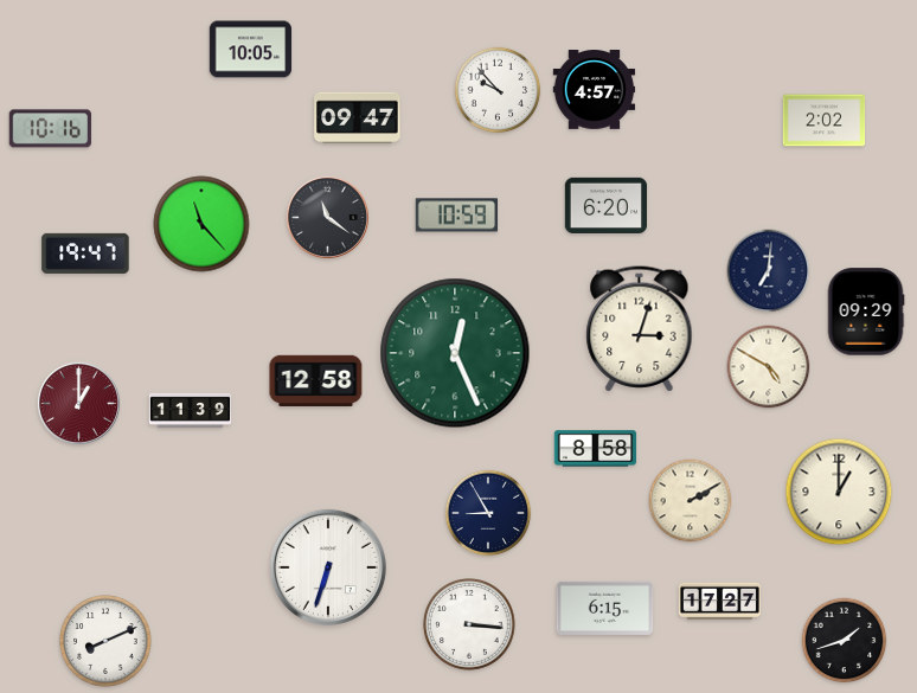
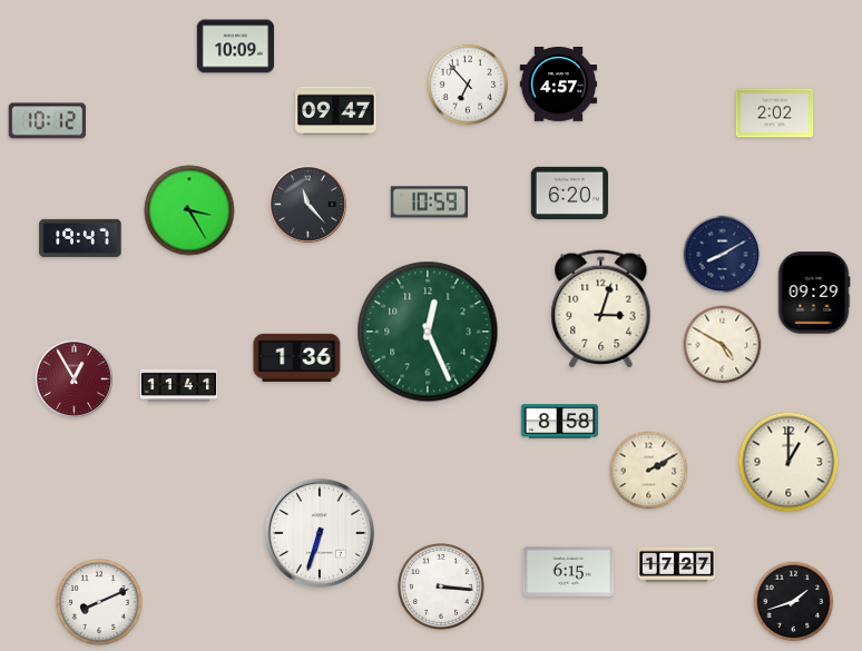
clock at (251, 50): 10:05 -> 10:09
clock at (498, 90): 9:53 -> 6:53
clock at (50, 129): 10:16 -> 10:12
clock at (327, 217): 11:21 -> 11:23
clock at (201, 224): 11:23 -> 3:25
clock at (769, 271): 7:01 -> 8:10
clock at (316, 381): 12:58 -> 1:36
clock at (78, 403): 1:00 -> 12:55
clock at (191, 410): 11:39 -> 11:41
clock at (488, 513): 8:55 -> none
clock at (328, 567) position: (328, 567) -> (320, 533)
